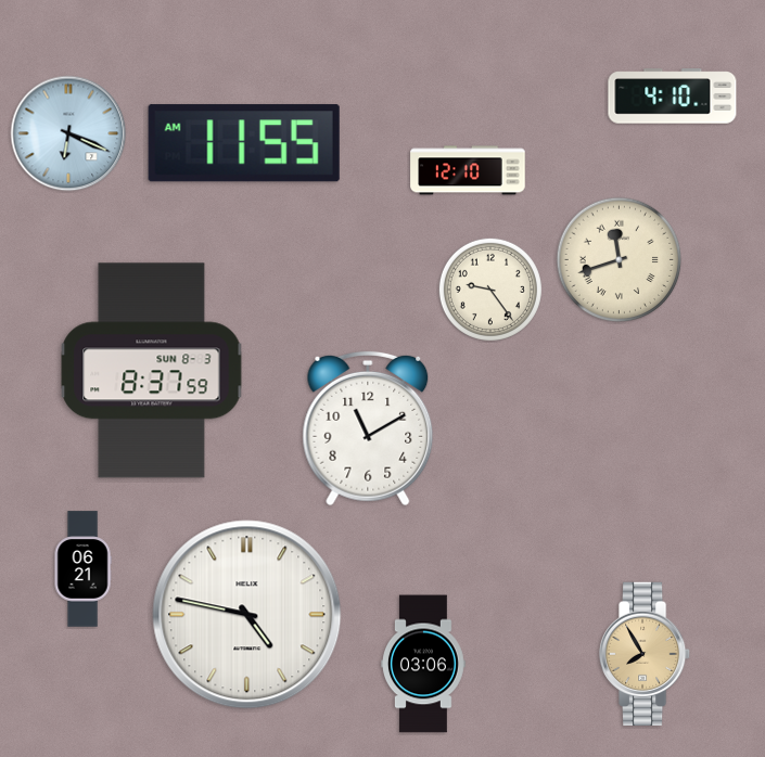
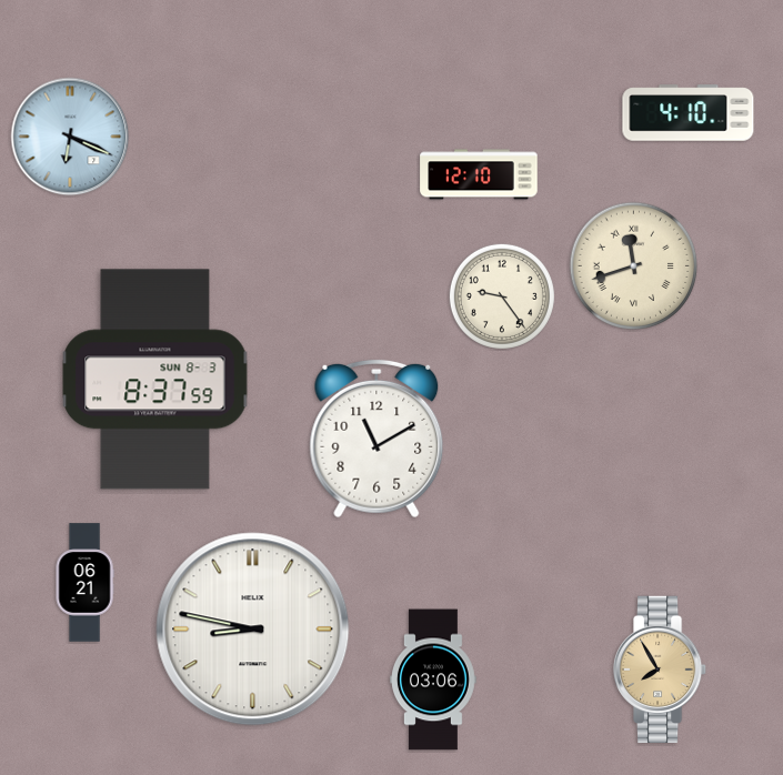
clock at (673, 97) position: (673, 97) -> (689, 113)
clock at (244, 143): 11:55 -> none
clock at (247, 615): 4:47 -> 8:47
